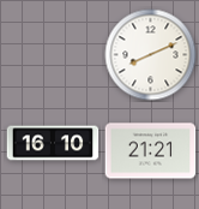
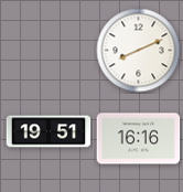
clock at (53, 143): 16:10 -> 19:51
clock at (151, 151): 21:21 -> 16:16
